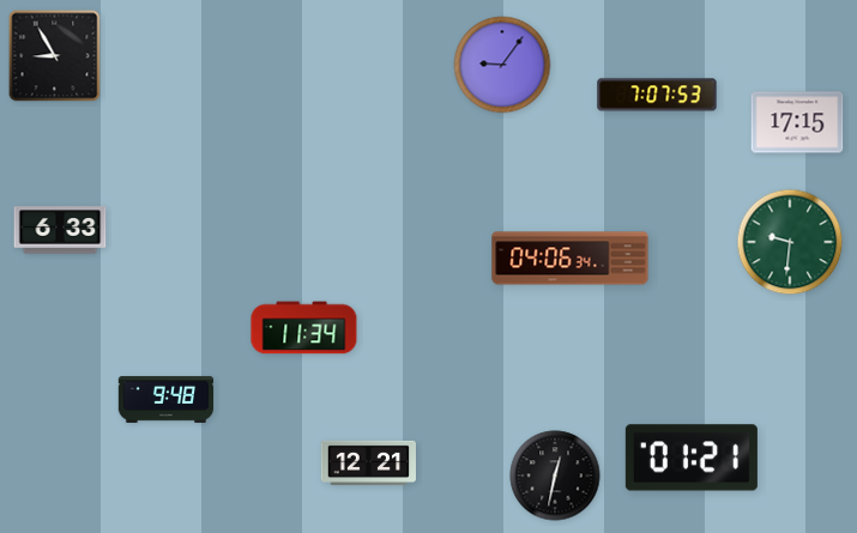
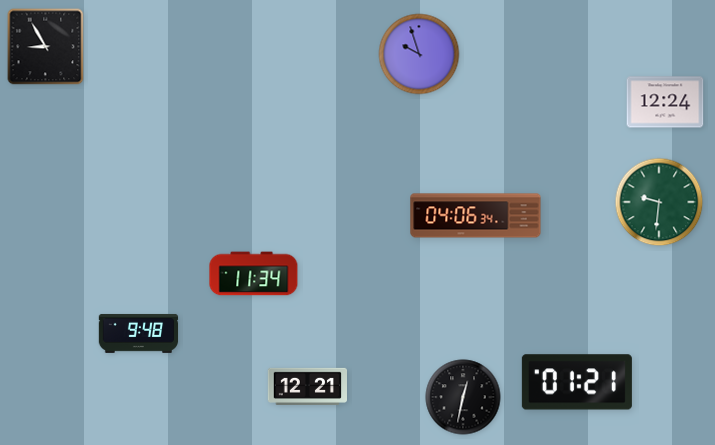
clock at (502, 65): 9:06 -> 9:57
clock at (657, 95): 7:07 -> none
clock at (797, 122): 17:15 -> 12:24
clock at (60, 230): 6:33 -> none
